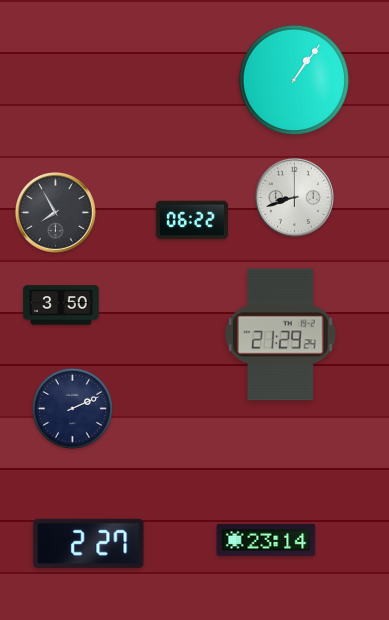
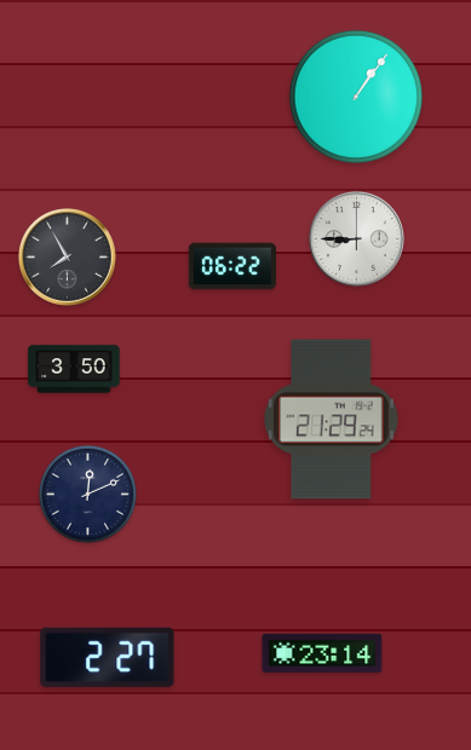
clock at (294, 197): 8:42 -> 8:45
clock at (281, 335) position: (281, 335) -> (332, 420)
clock at (72, 408): 2:11 -> 12:11
